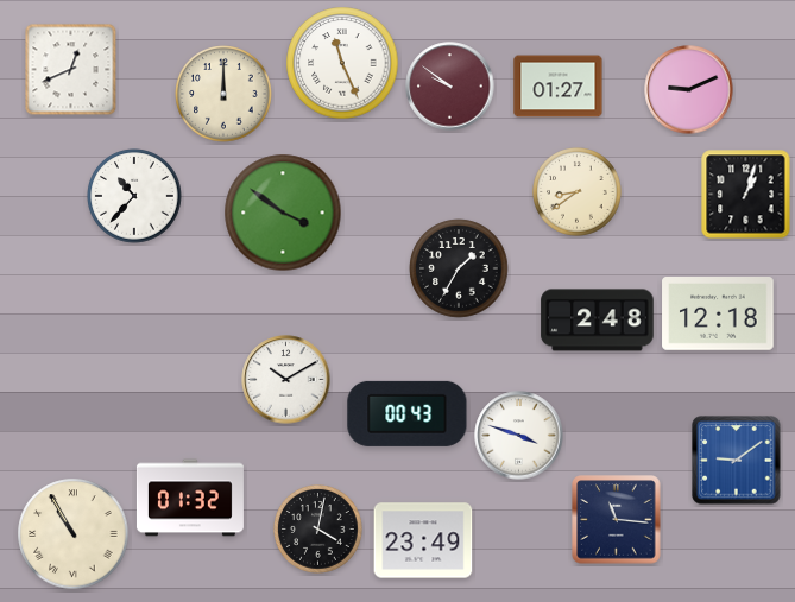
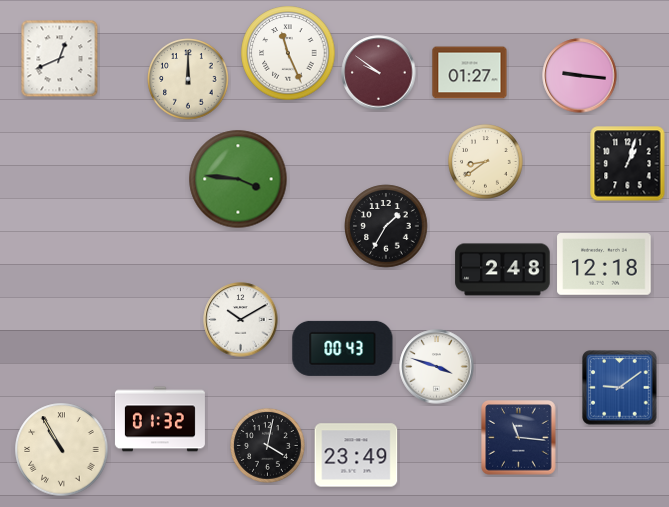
clock at (689, 90): 9:11 -> 9:16
clock at (134, 196): 10:37 -> none
clock at (283, 213): 3:51 -> 3:46
